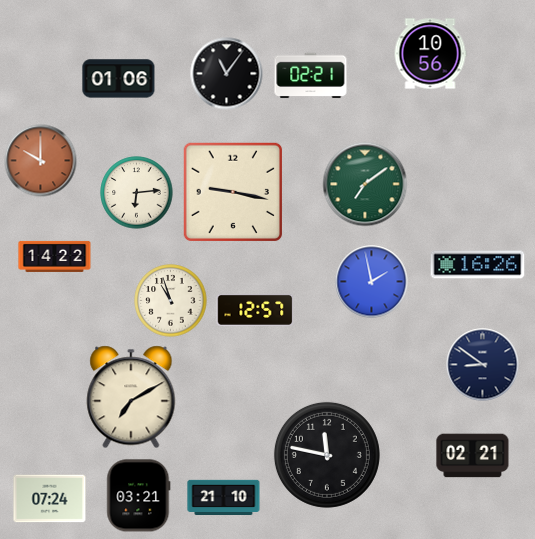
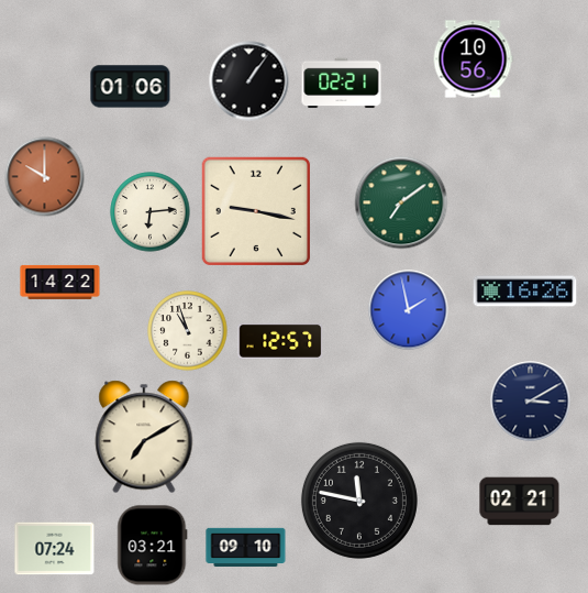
clock at (227, 74): 11:06 -> 1:06
clock at (483, 365): 8:51 -> 3:10
clock at (224, 497): 21:10 -> 09:10
